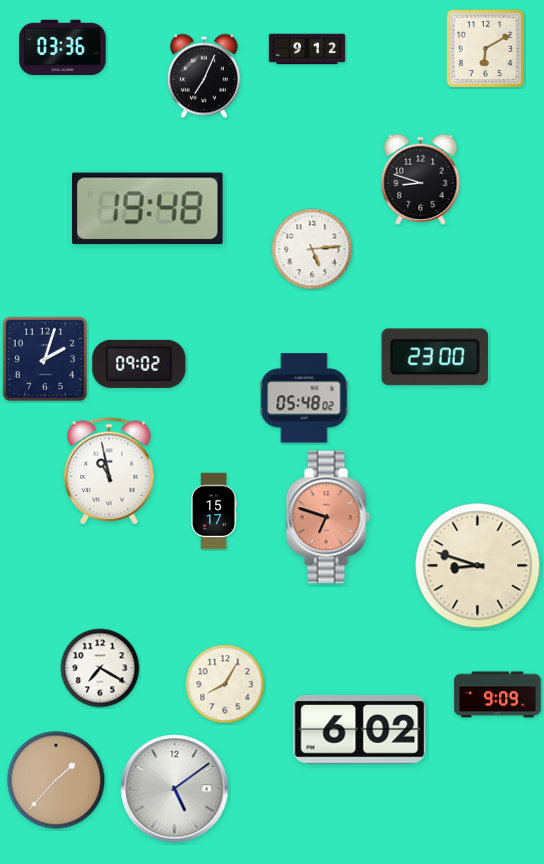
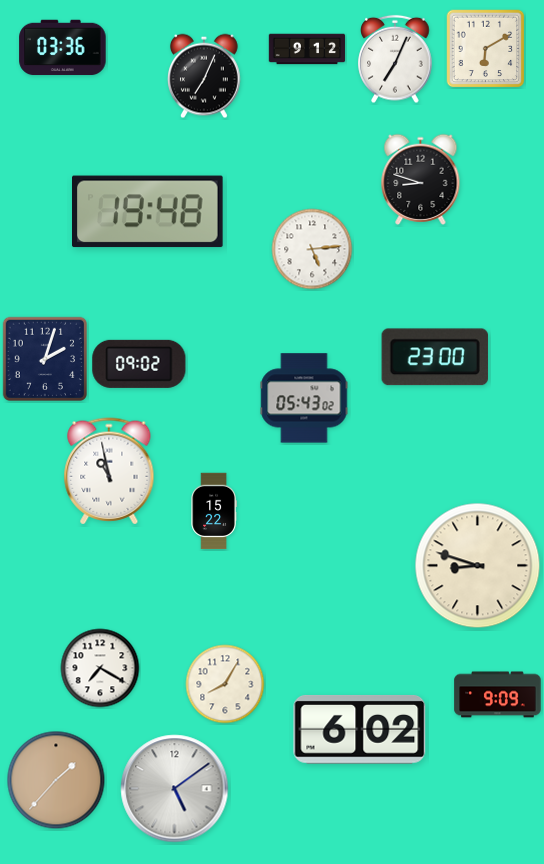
clock at (395, 59): none -> 7:04
clock at (148, 209) position: (148, 209) -> (148, 212)
clock at (304, 398): 05:48 -> 05:43
clock at (214, 511): 15:17 -> 15:22
clock at (328, 517): 6:48 -> none
